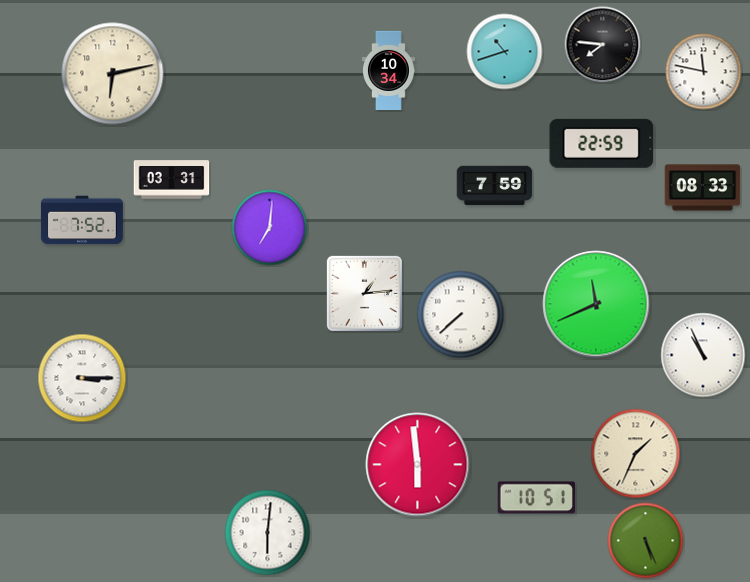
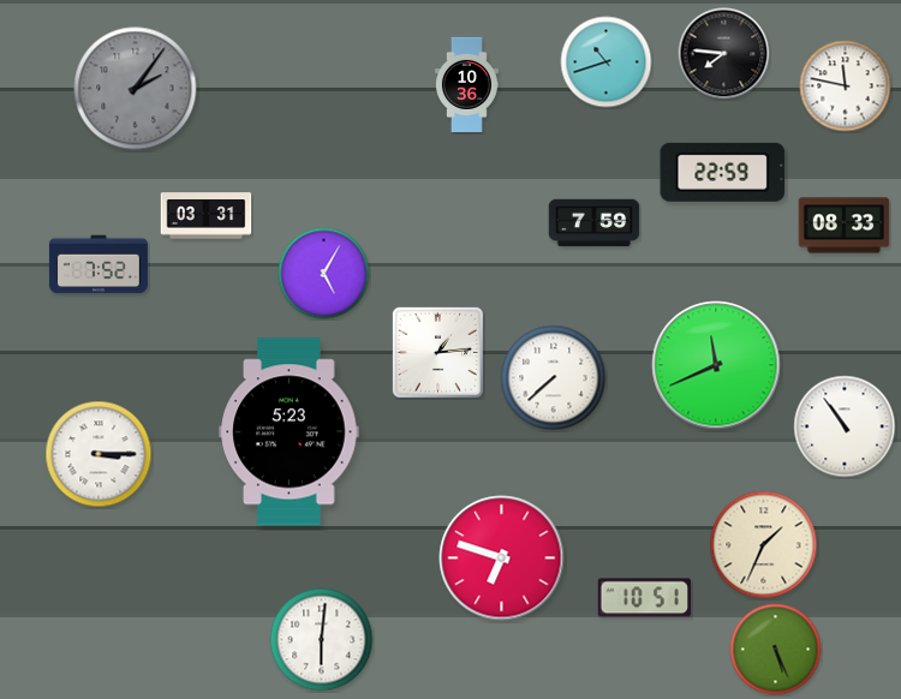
clock at (389, 70): 10:34 -> 10:36
clock at (113, 74): 6:13 -> 2:06
clock at (113, 74) dial: cream -> grey
clock at (270, 228): 7:01 -> 5:05
clock at (703, 355): 10:56 -> 10:54
clock at (290, 432): none -> 5:23
clock at (418, 465): 5:59 -> 6:48
